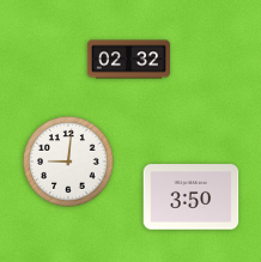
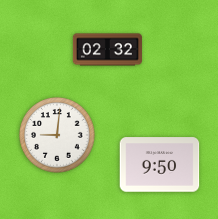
clock at (192, 197): 3:50 -> 9:50
